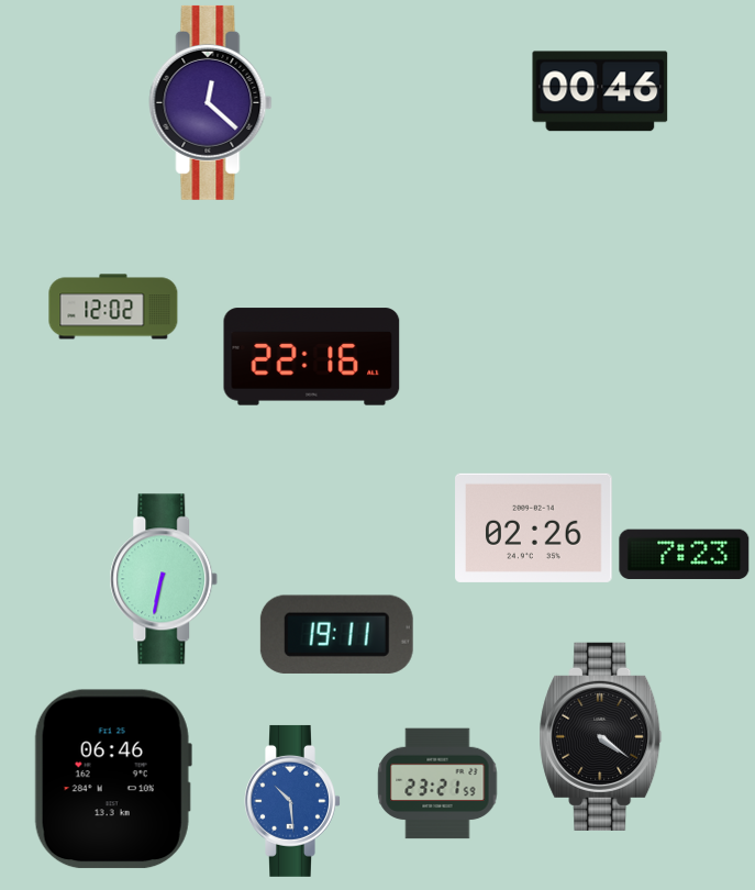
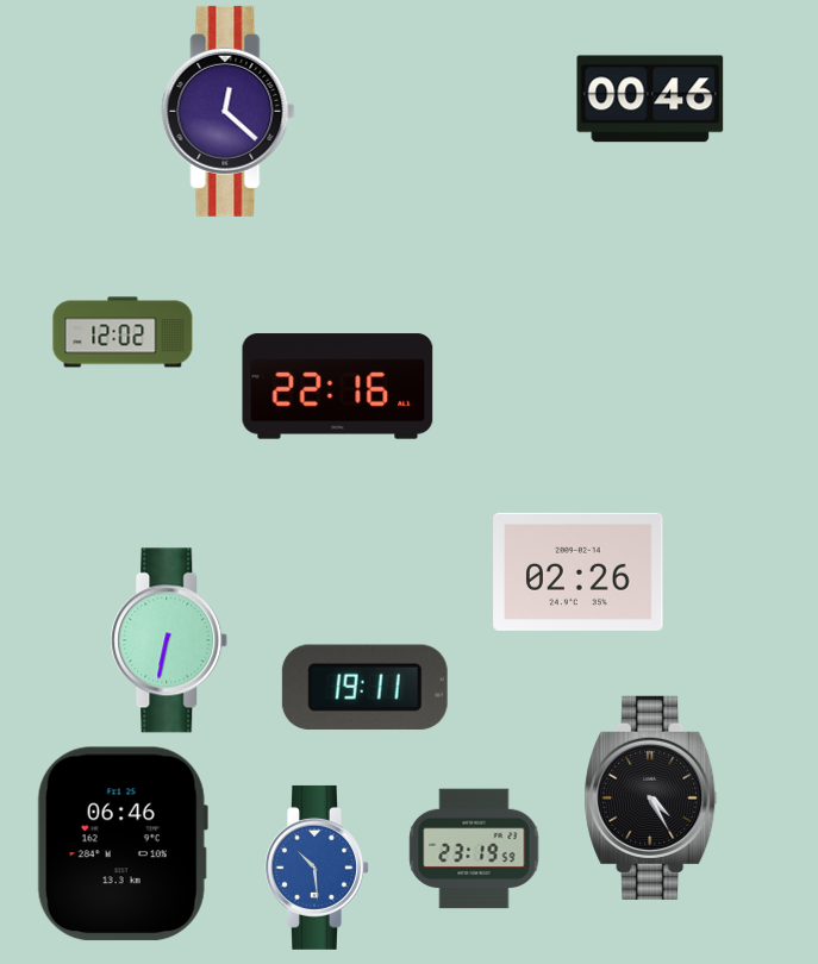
clock at (685, 555): 7:23 -> none
clock at (164, 579) position: (164, 579) -> (169, 640)
clock at (601, 736): 4:21 -> 4:25
clock at (437, 783): 23:21 -> 23:19
